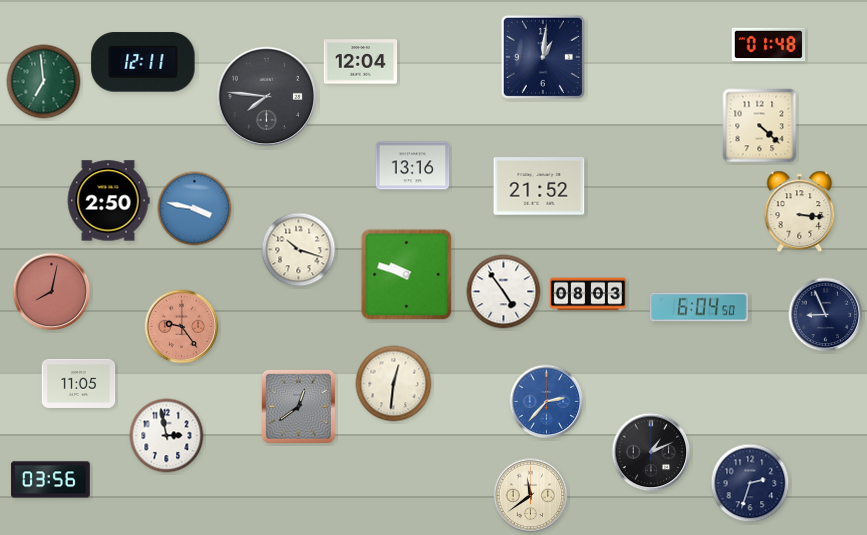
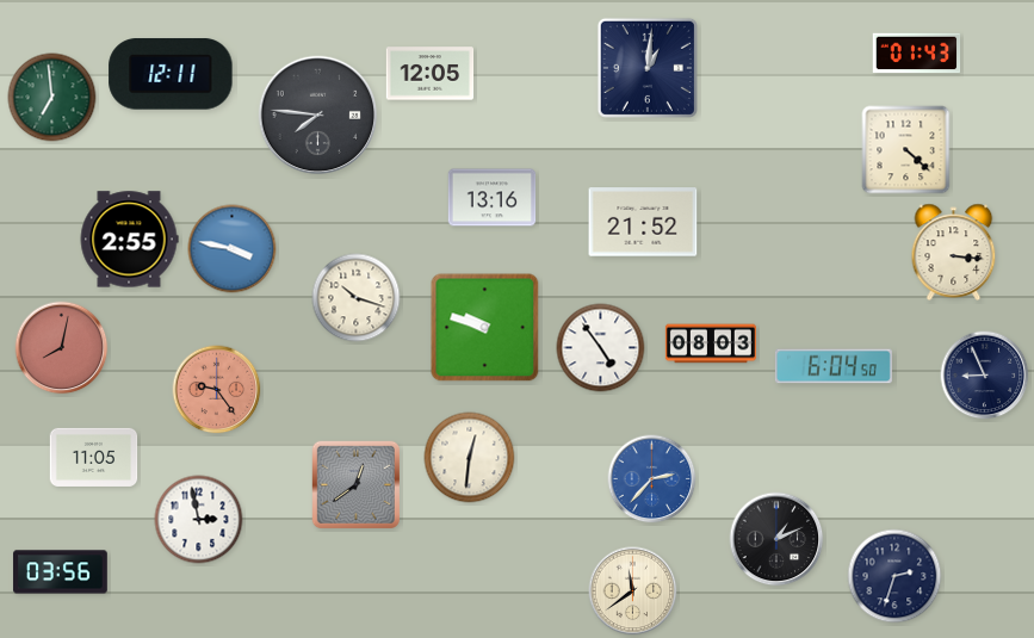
clock at (769, 45): 01:48 -> 01:43
clock at (361, 62): 12:04 -> 12:05
clock at (108, 201): 2:50 -> 2:55
clock at (588, 294) position: (588, 294) -> (711, 343)
